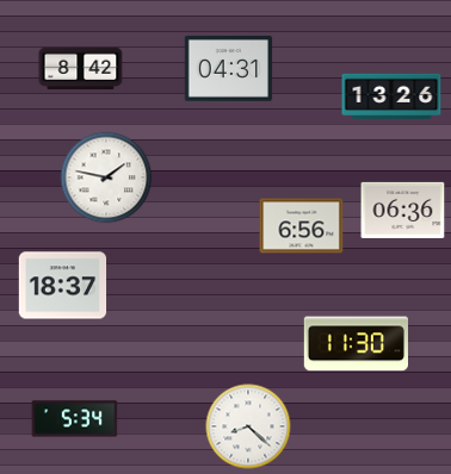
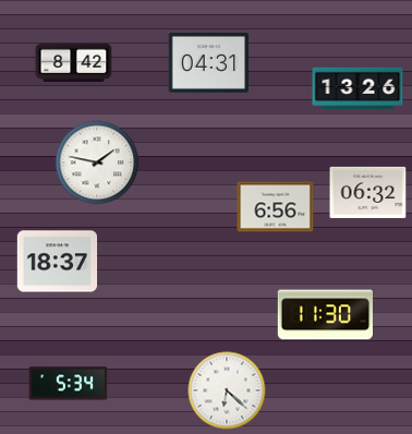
clock at (403, 210): 06:36 -> 06:32
clock at (248, 426): 8:22 -> 6:22
